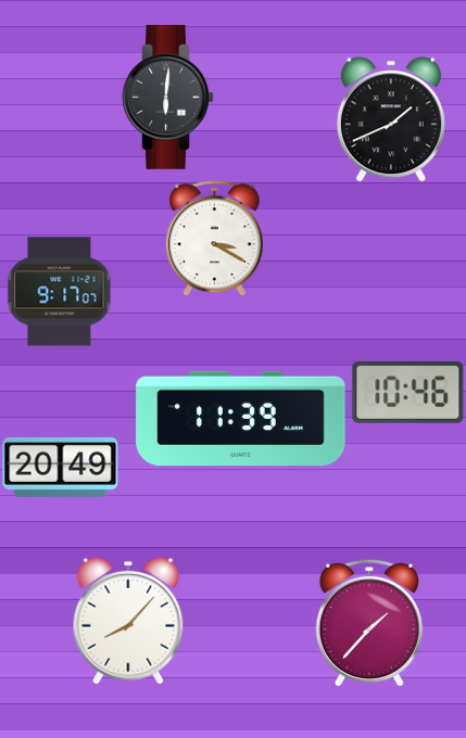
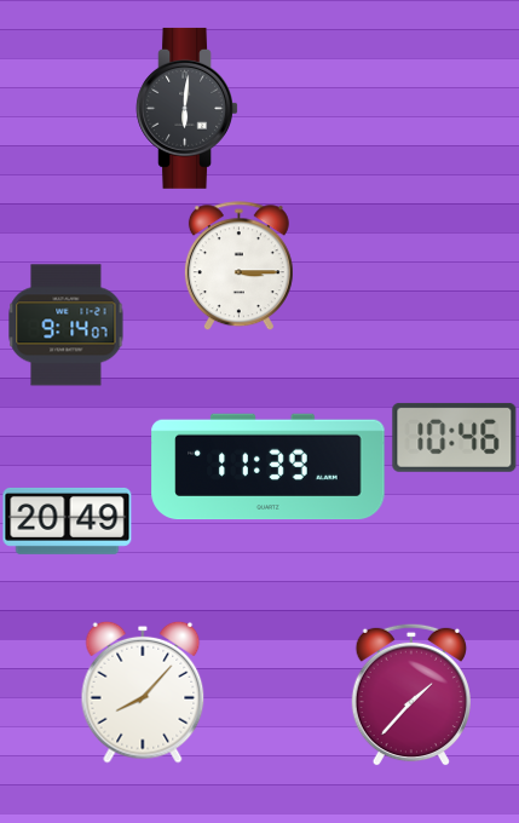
clock at (391, 119): 1:41 -> none
clock at (214, 239): 3:20 -> 3:15
clock at (60, 292): 9:17 -> 9:14
